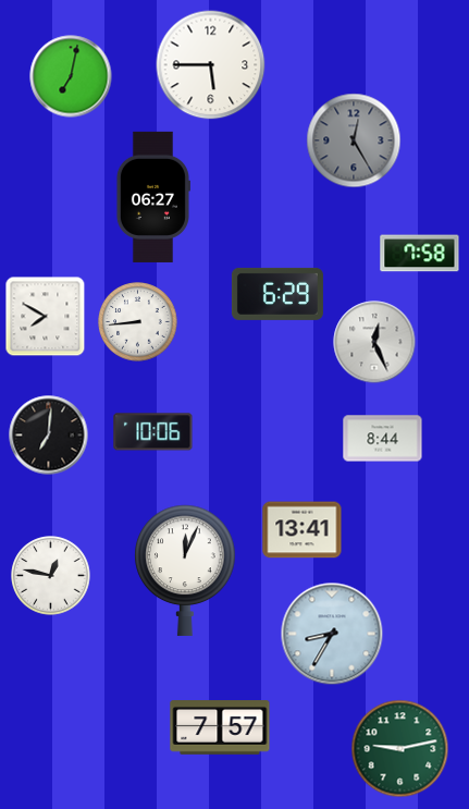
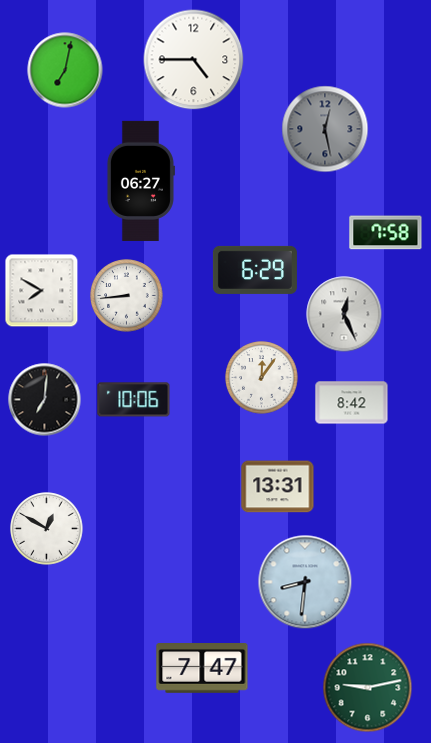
clock at (211, 65): 5:45 -> 4:45
clock at (354, 140): 12:25 -> 12:28
clock at (262, 378): none -> 12:06
clock at (153, 432) position: (153, 432) -> (134, 400)
clock at (383, 439): 8:44 -> 8:42
clock at (303, 530): 13:41 -> 13:31
clock at (185, 571): 12:04 -> none
clock at (51, 576): 12:47 -> 12:50
clock at (332, 634): 8:35 -> 8:31
clock at (220, 728): 7:57 -> 7:47
